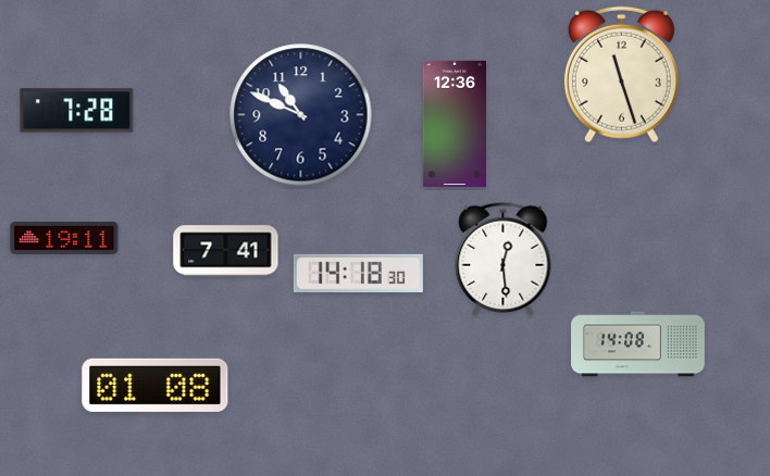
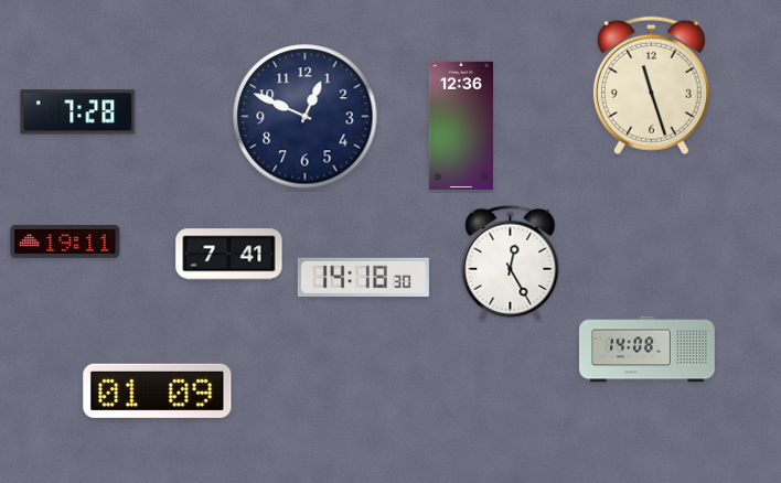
clock at (621, 75) position: (621, 75) -> (651, 86)
clock at (301, 115): 10:49 -> 12:49
clock at (504, 259): 12:29 -> 12:25
clock at (156, 385): 01:08 -> 01:09
